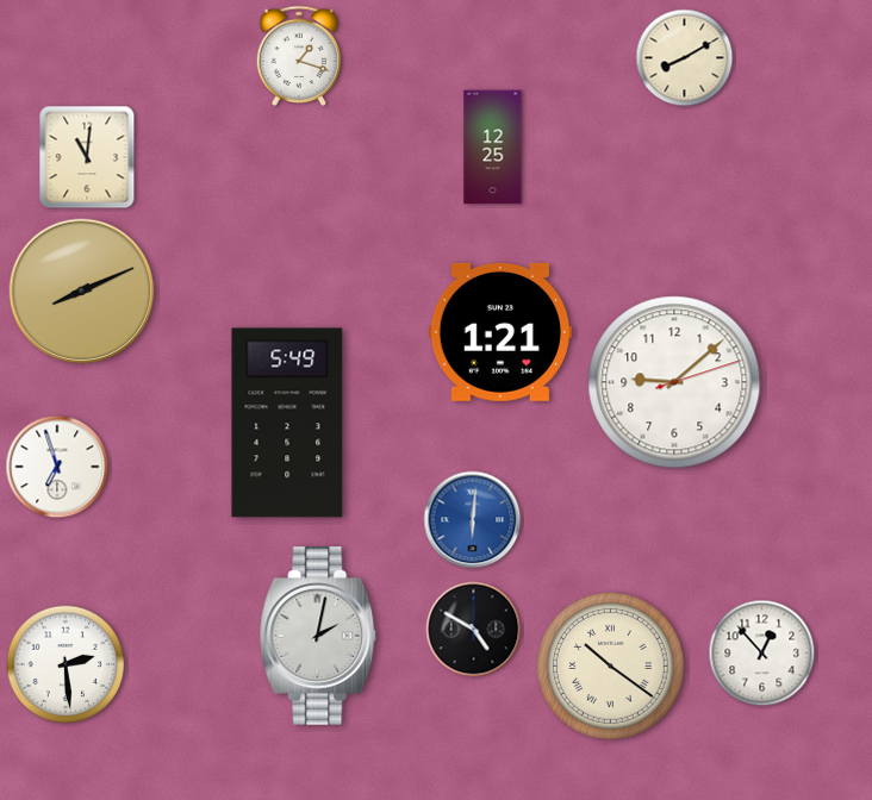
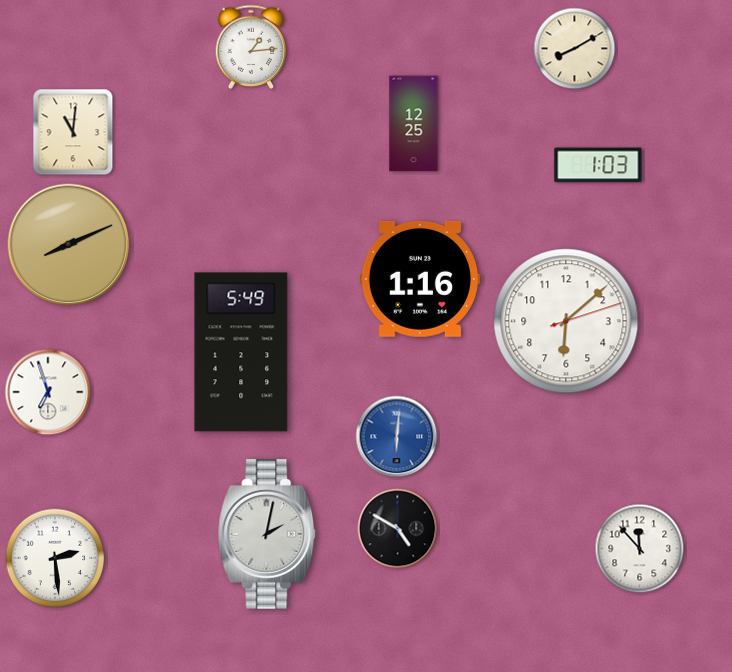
clock at (299, 55): 1:18 -> 1:14
clock at (598, 165): none -> 1:03
clock at (499, 332): 1:21 -> 1:16
clock at (674, 382): 9:08 -> 6:08
clock at (287, 423) position: (287, 423) -> (241, 352)
clock at (762, 654): 12:53 -> 11:53
clock at (611, 667): 10:21 -> none
